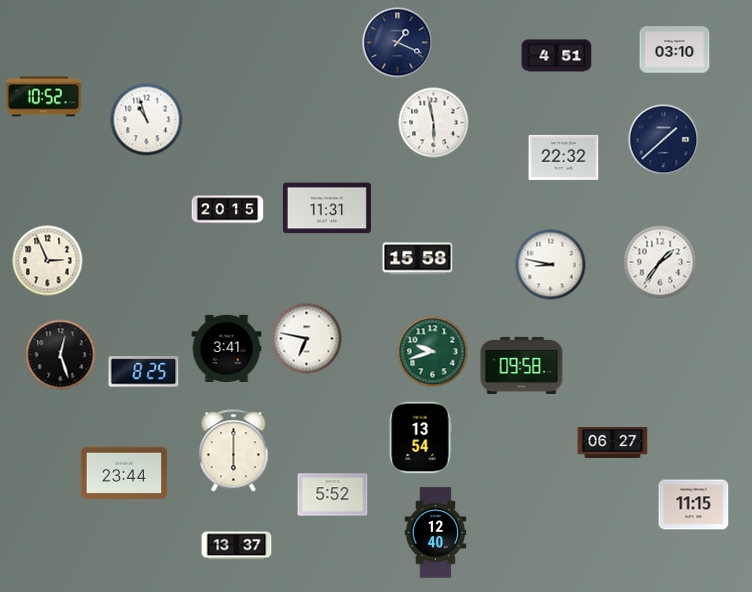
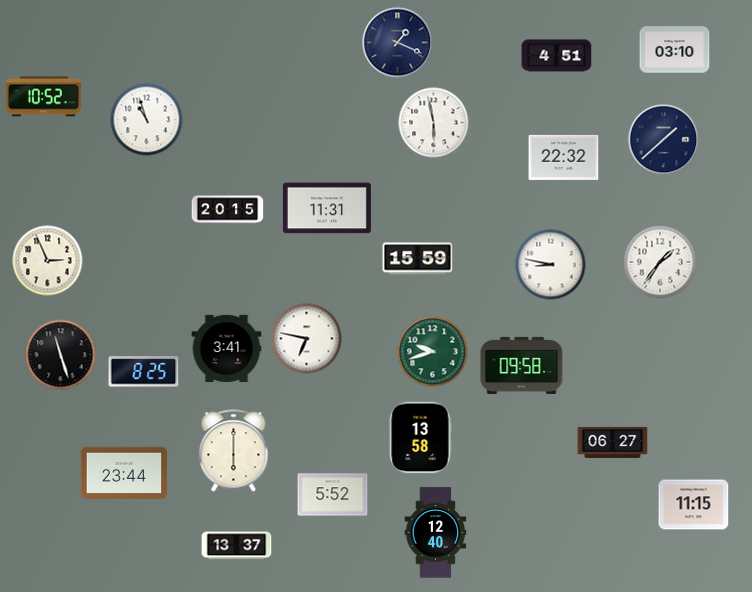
clock at (418, 259): 15:58 -> 15:59
clock at (61, 355): 12:27 -> 11:27
clock at (420, 438): 13:54 -> 13:58
